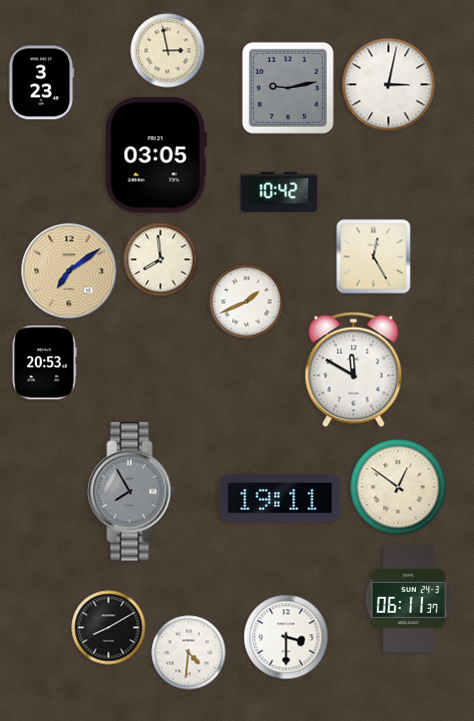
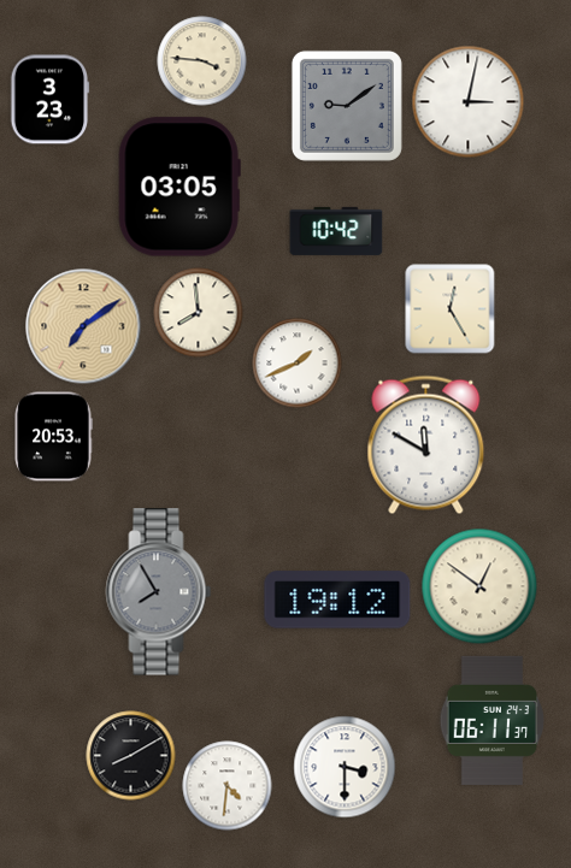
clock at (168, 51): 2:58 -> 3:46
clock at (288, 88): 9:13 -> 9:09
clock at (156, 155) position: (156, 155) -> (179, 187)
clock at (161, 260) position: (161, 260) -> (199, 313)
clock at (280, 498): 19:11 -> 19:12
